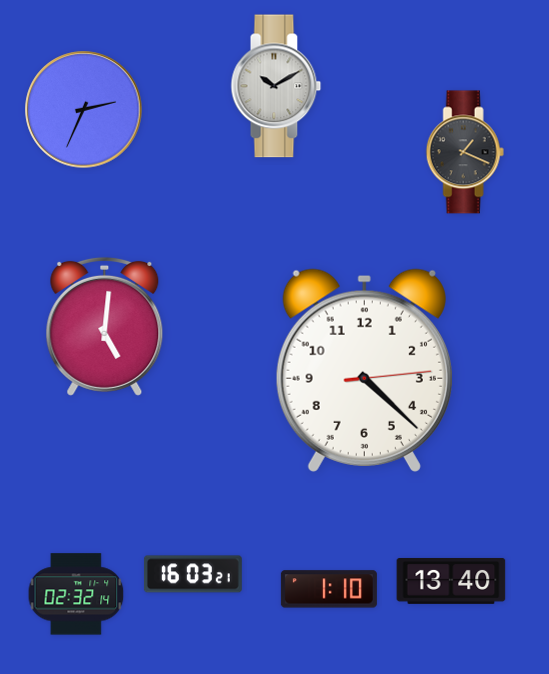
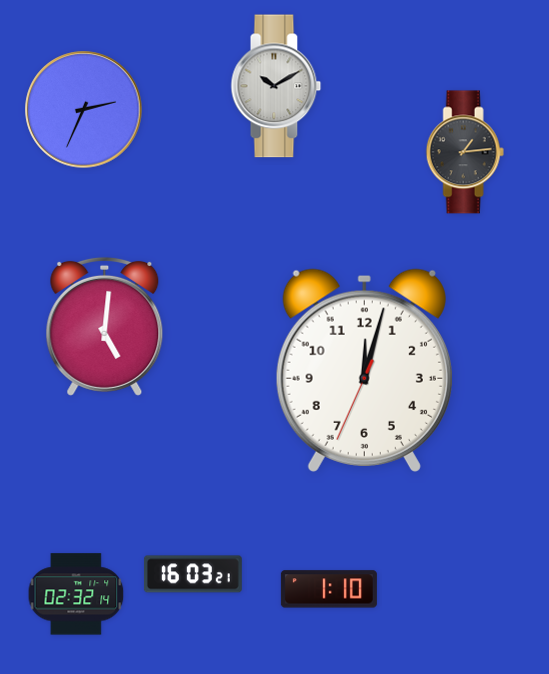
clock at (465, 152): 1:19 -> 1:14
clock at (364, 370): 4:22 -> 12:02
clock at (451, 581): 13:40 -> none
